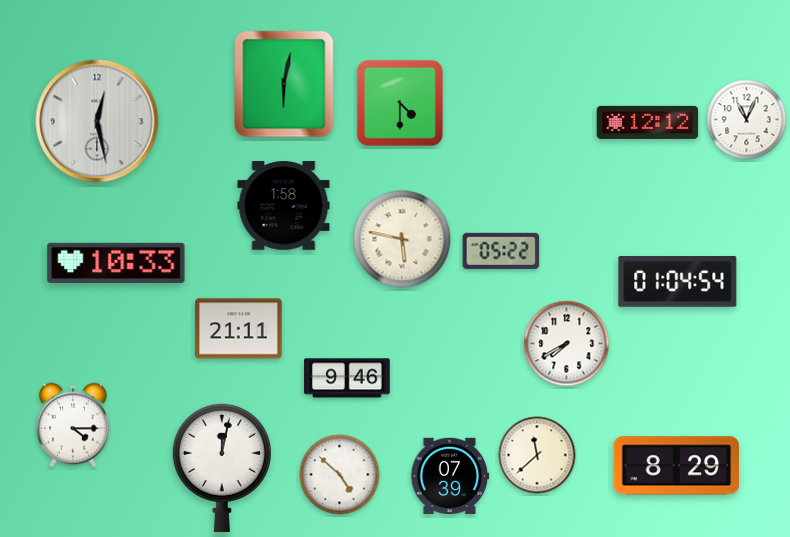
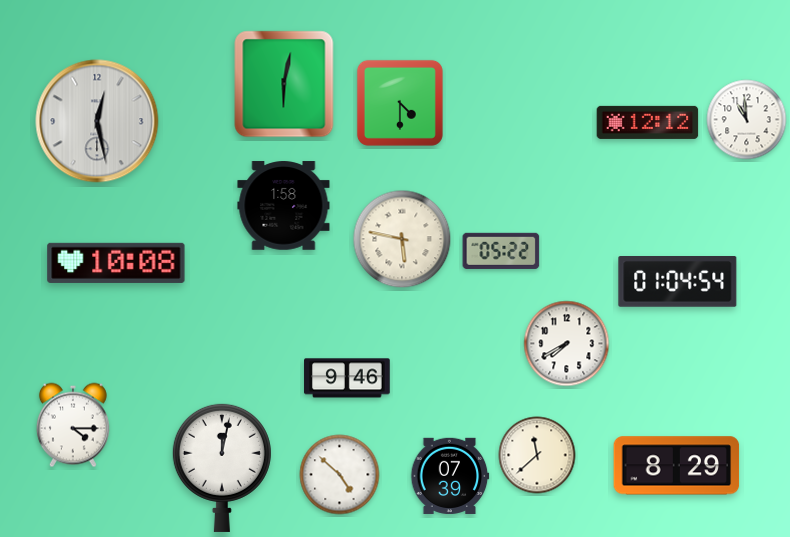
clock at (747, 120): 11:04 -> 10:59
clock at (116, 263): 10:33 -> 10:08
clock at (239, 329): 21:11 -> none
